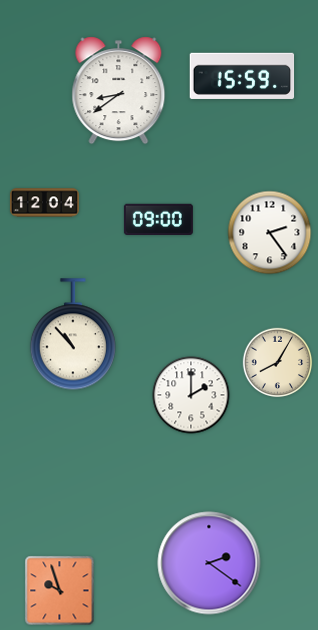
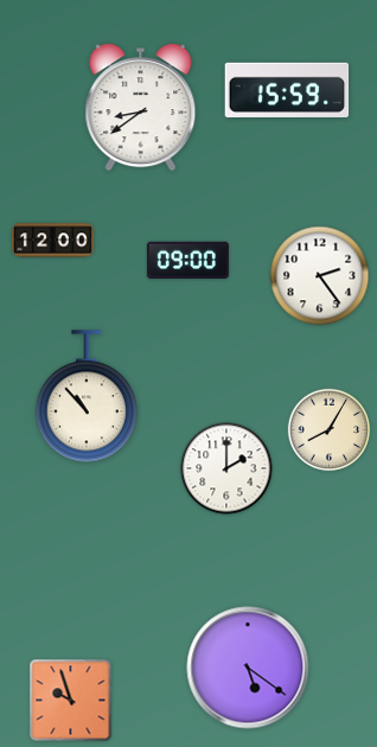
clock at (44, 203): 12:04 -> 12:00
clock at (209, 563): 2:21 -> 5:21
